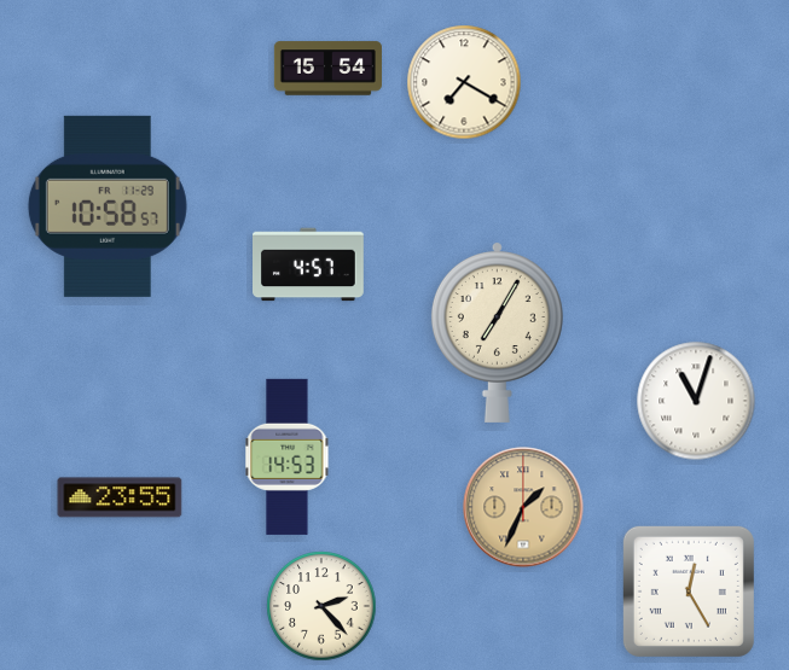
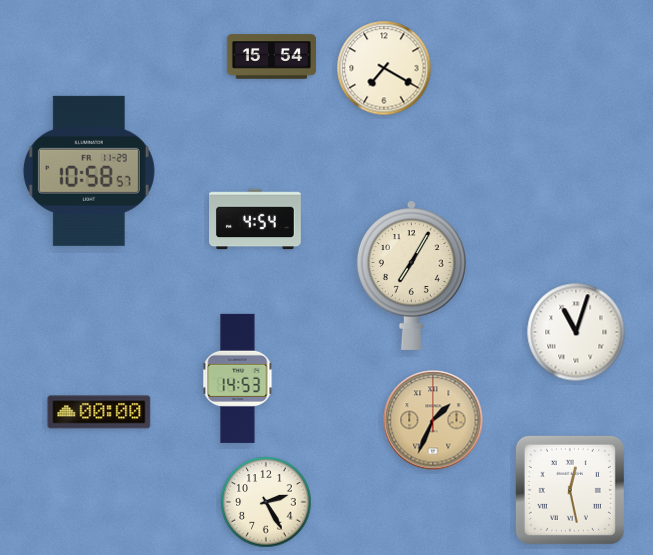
clock at (309, 264): 4:57 -> 4:54
clock at (120, 497): 23:55 -> 00:00
clock at (689, 592): 12:25 -> 12:28
clock at (321, 606): 2:23 -> 2:25
